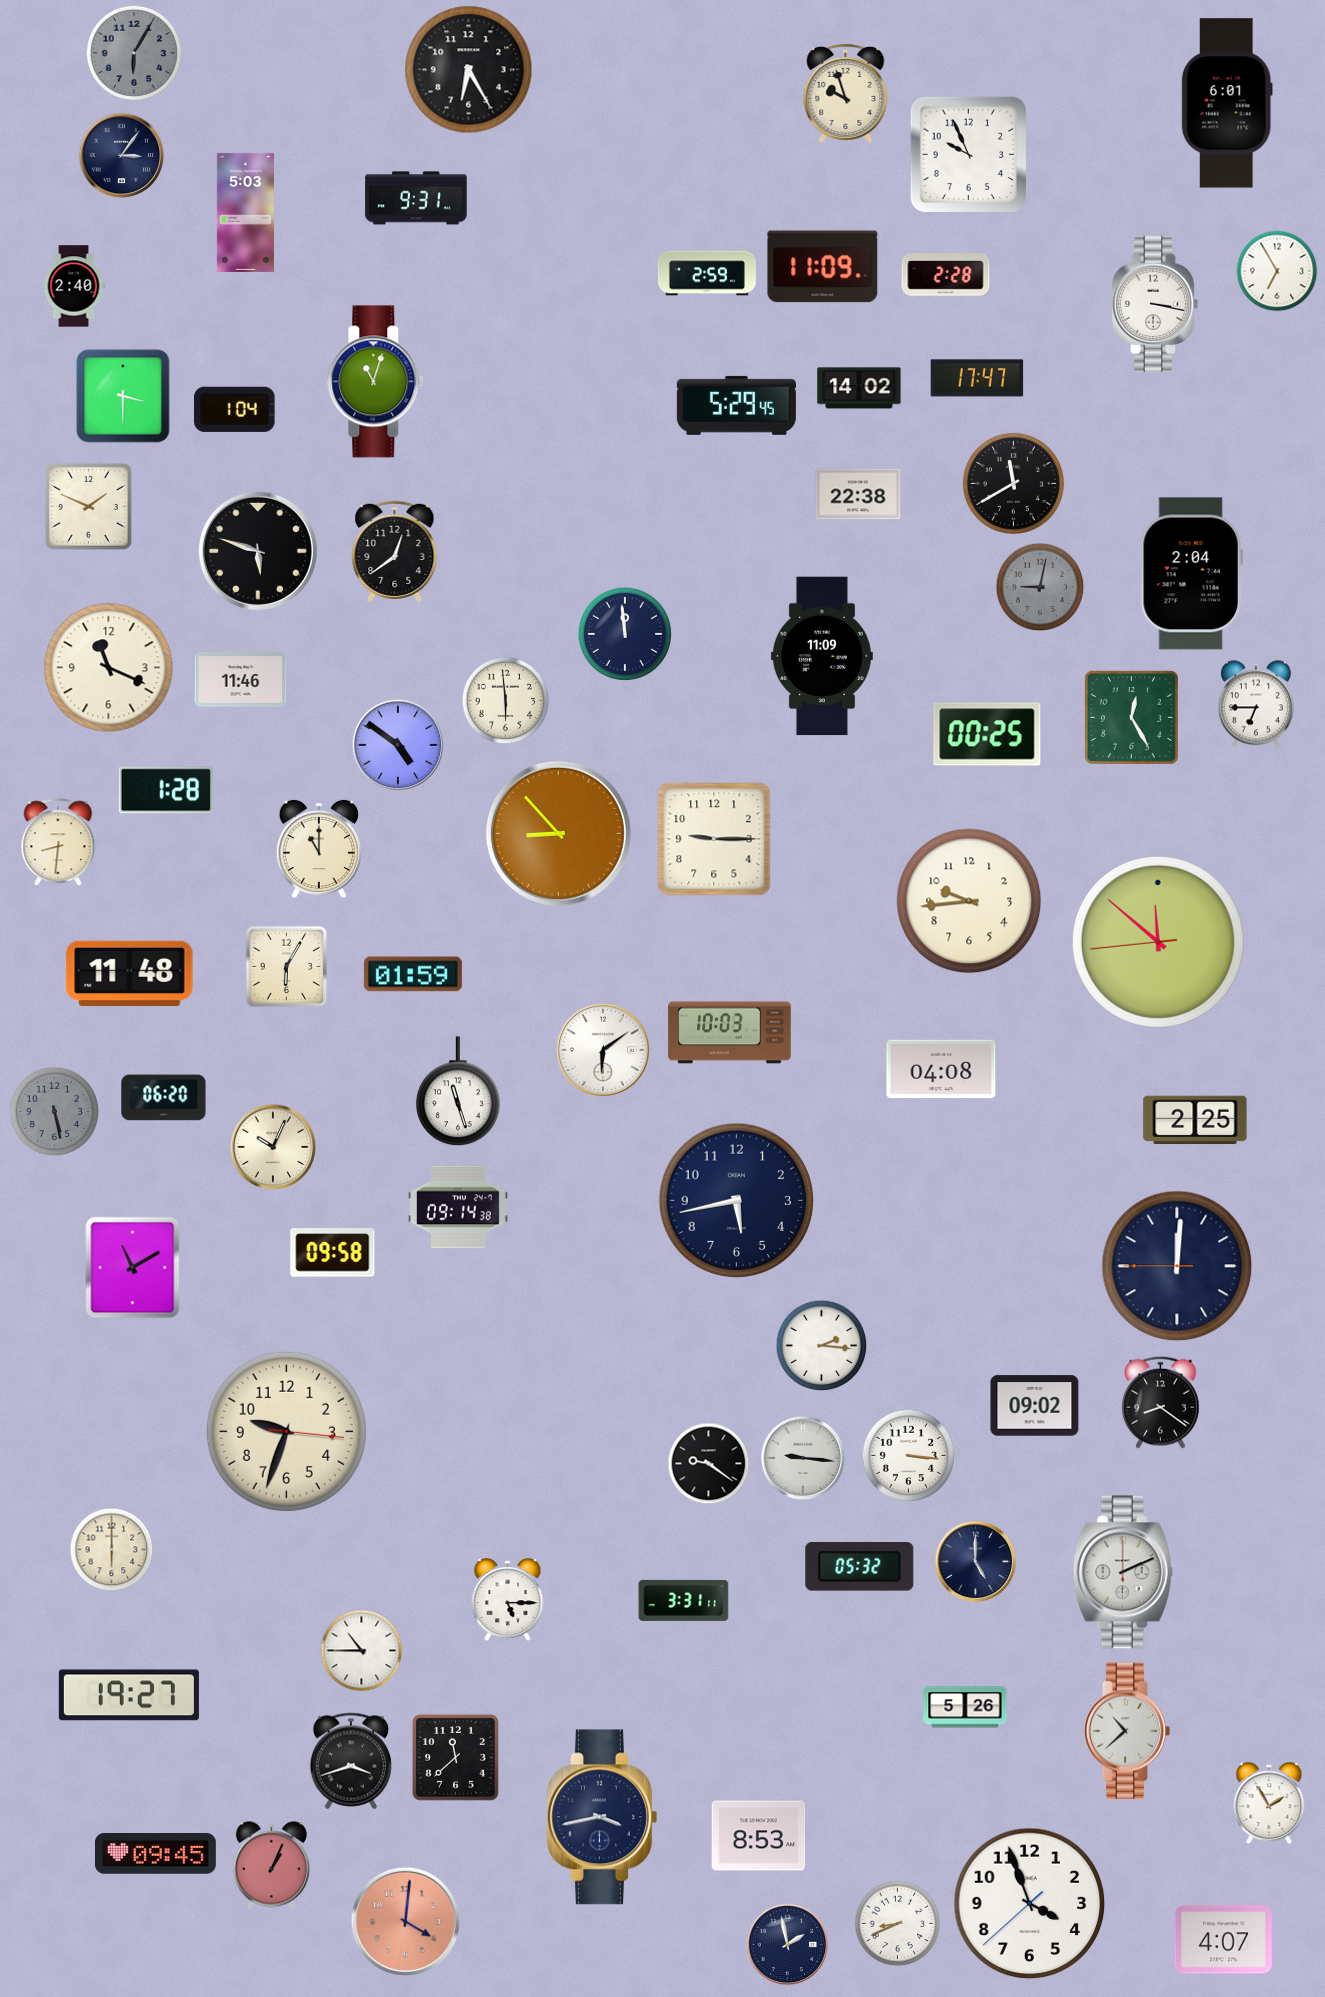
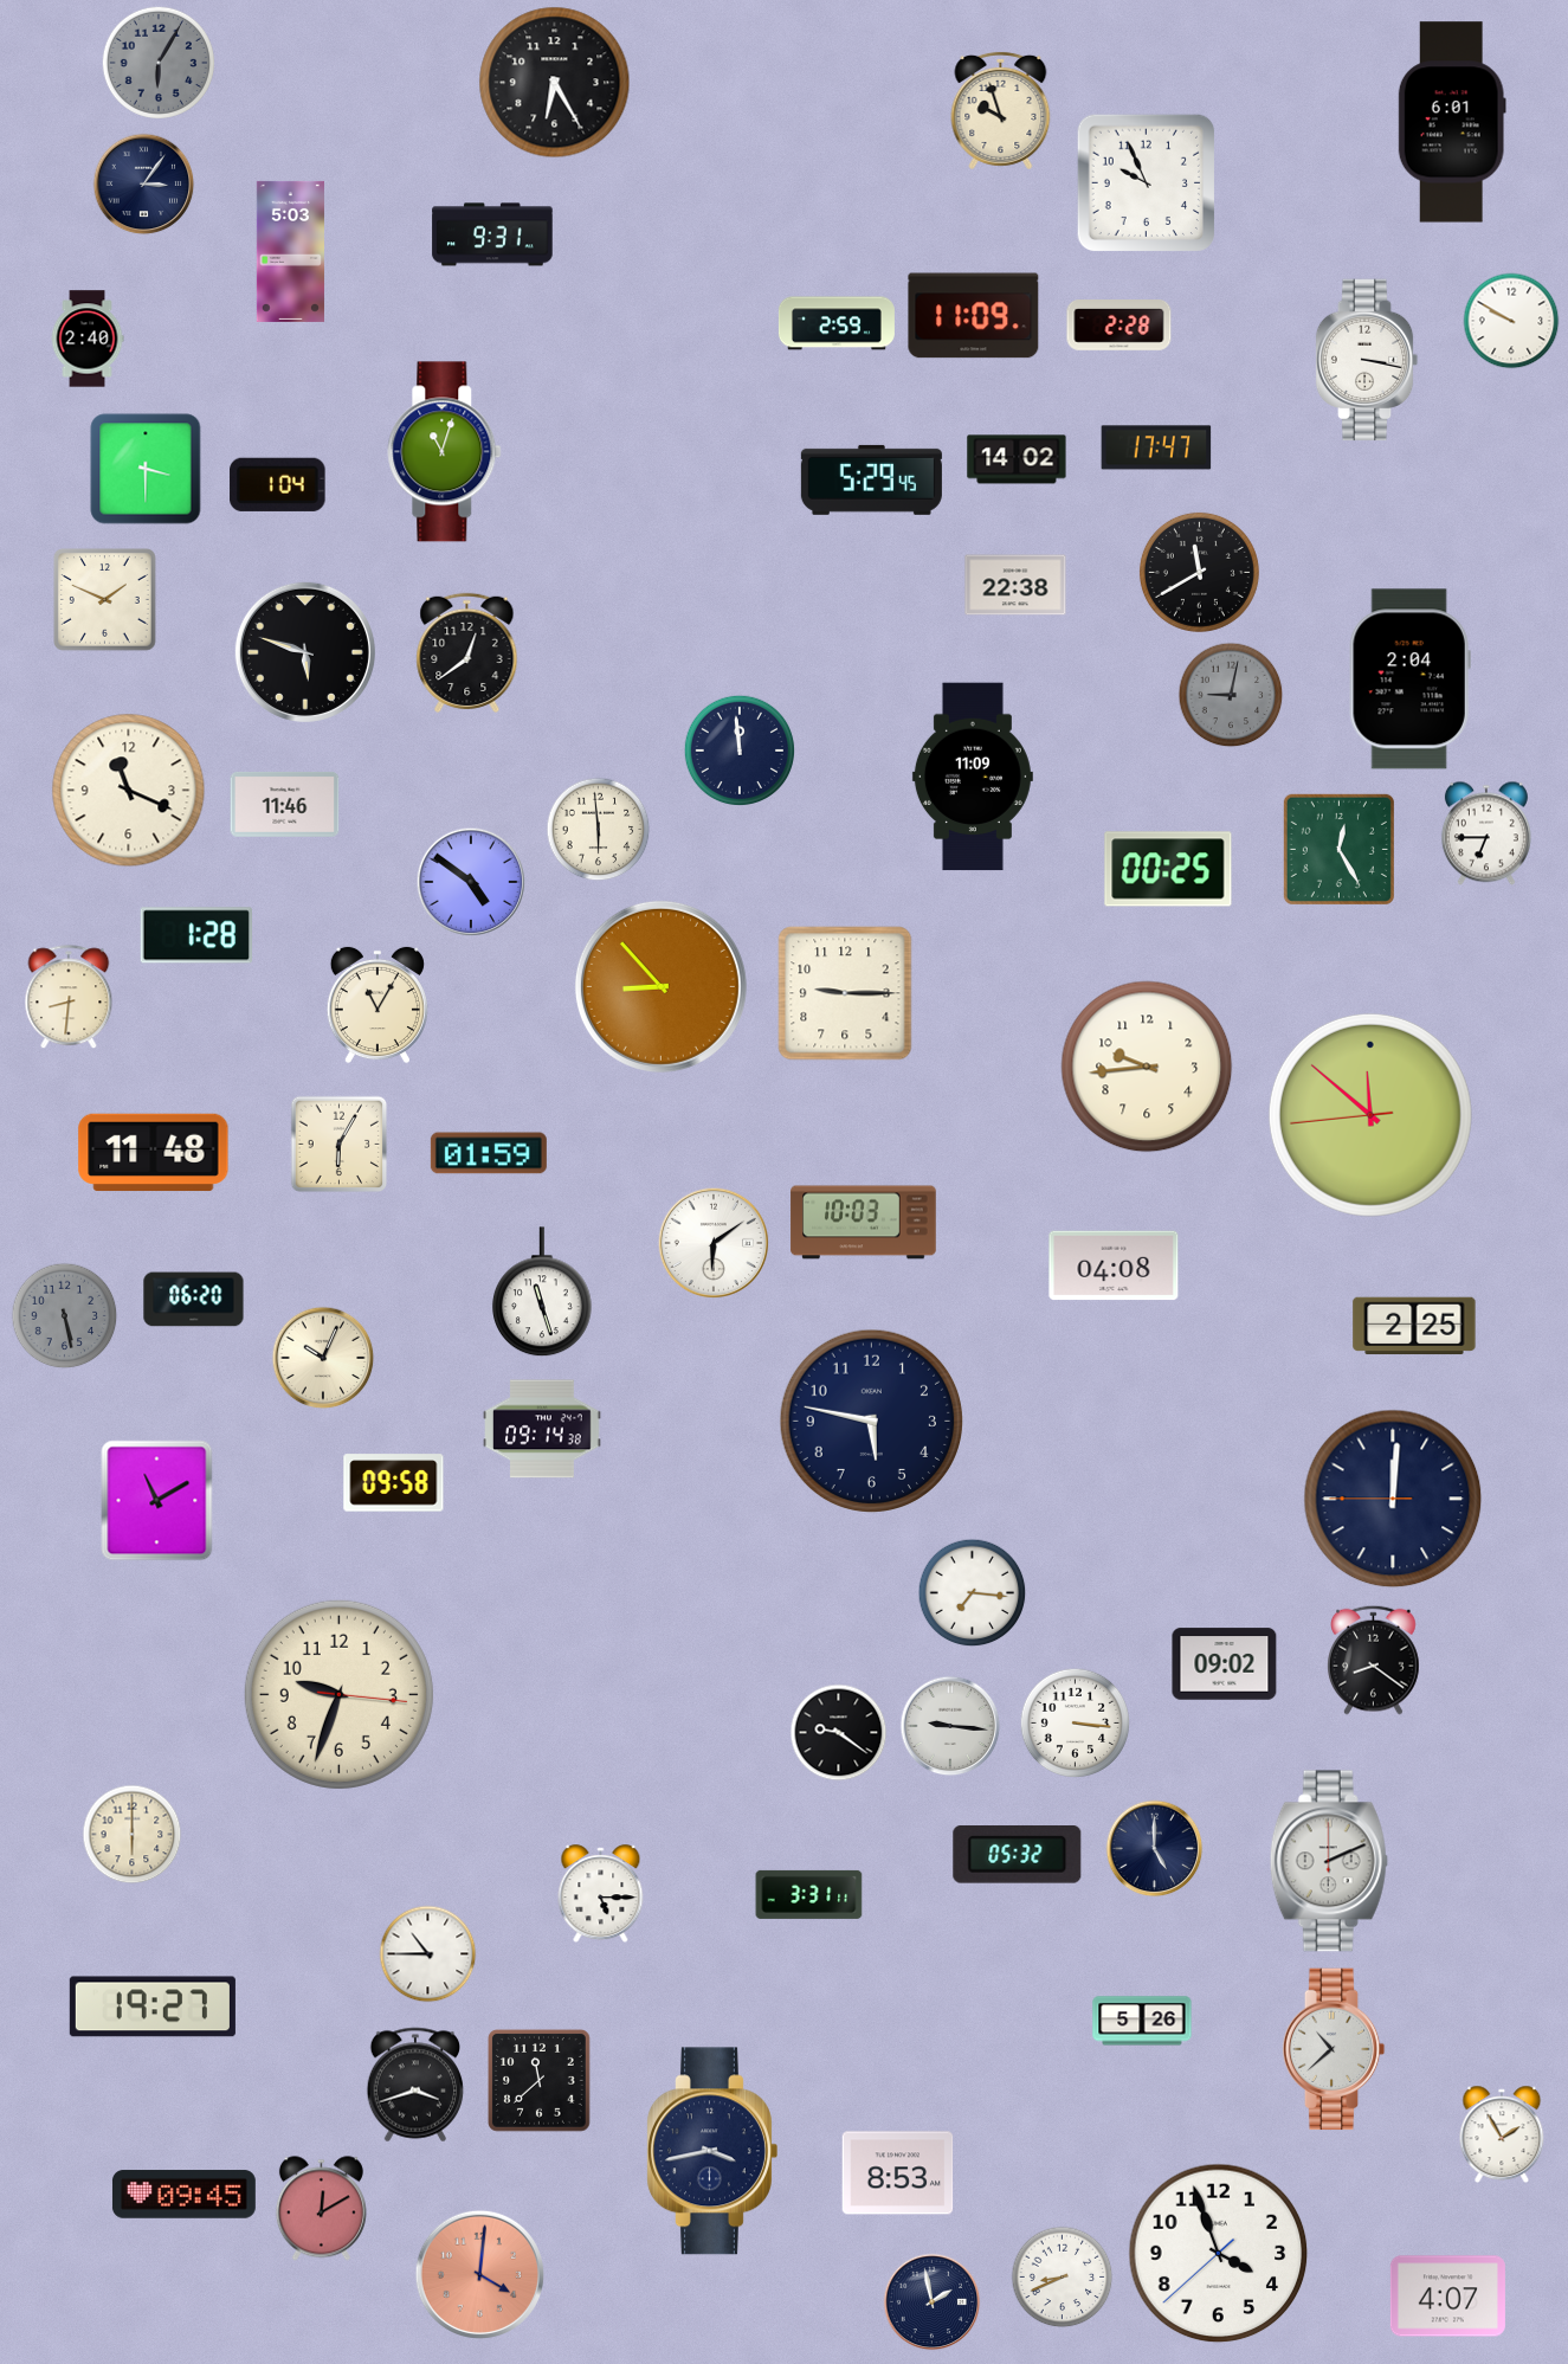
clock at (1277, 271): 6:55 -> 9:50
clock at (319, 849): 11:00 -> 11:05
clock at (737, 1201): 5:43 -> 5:47
clock at (822, 1346): 2:16 -> 7:16
clock at (271, 1866): 1:04 -> 12:10
